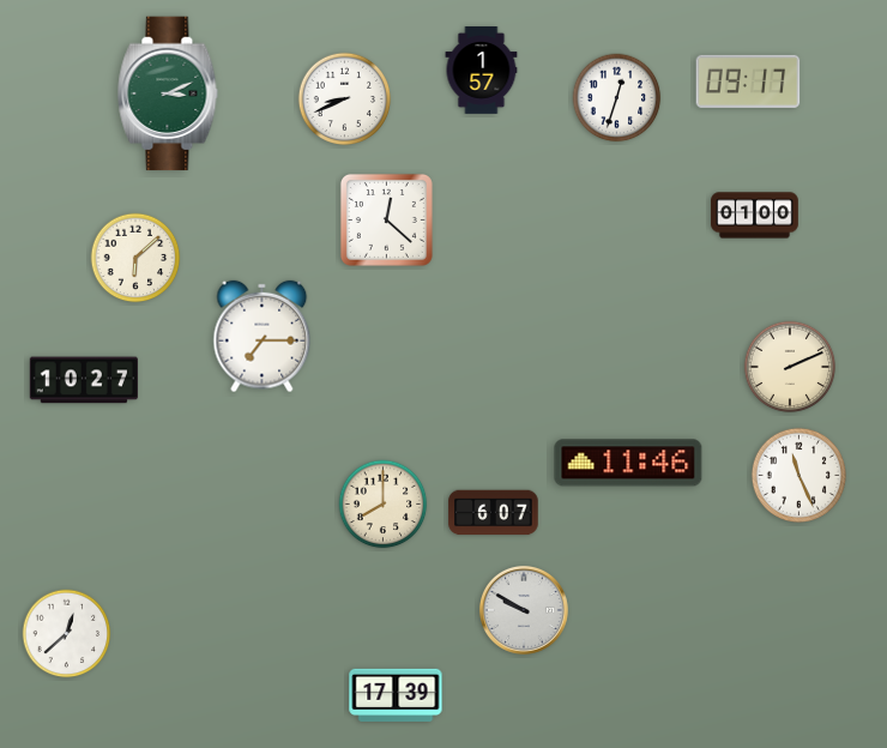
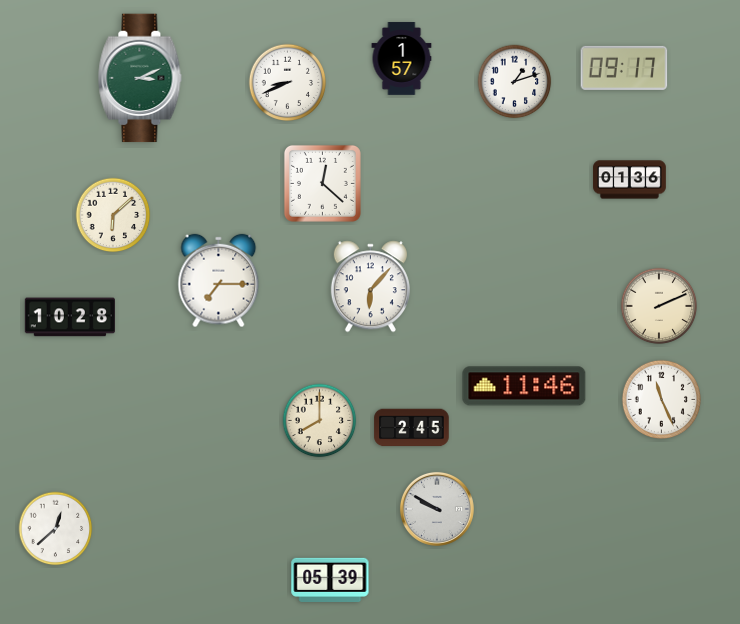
clock at (617, 98): 12:33 -> 1:12
clock at (755, 216): 01:00 -> 01:36
clock at (370, 287): none -> 6:07
clock at (84, 380): 10:27 -> 10:28
clock at (798, 475) position: (798, 475) -> (661, 399)
clock at (494, 513): 6:07 -> 2:45
clock at (396, 695): 17:39 -> 05:39
